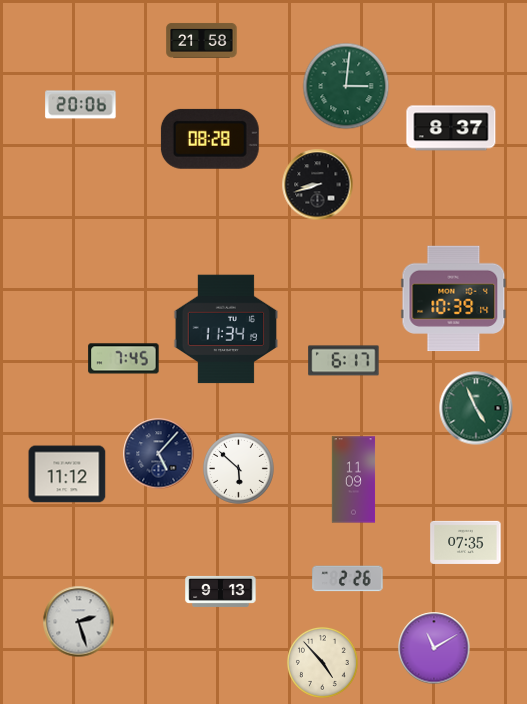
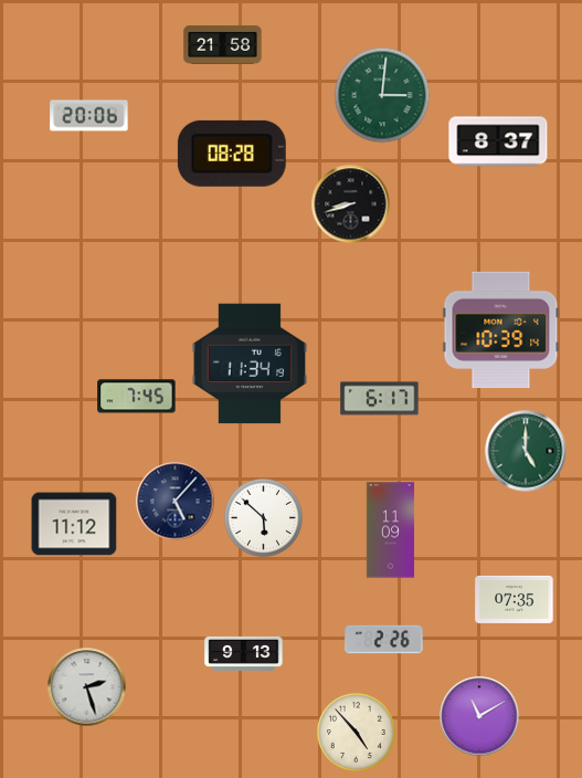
clock at (476, 408): 4:56 -> 5:00
